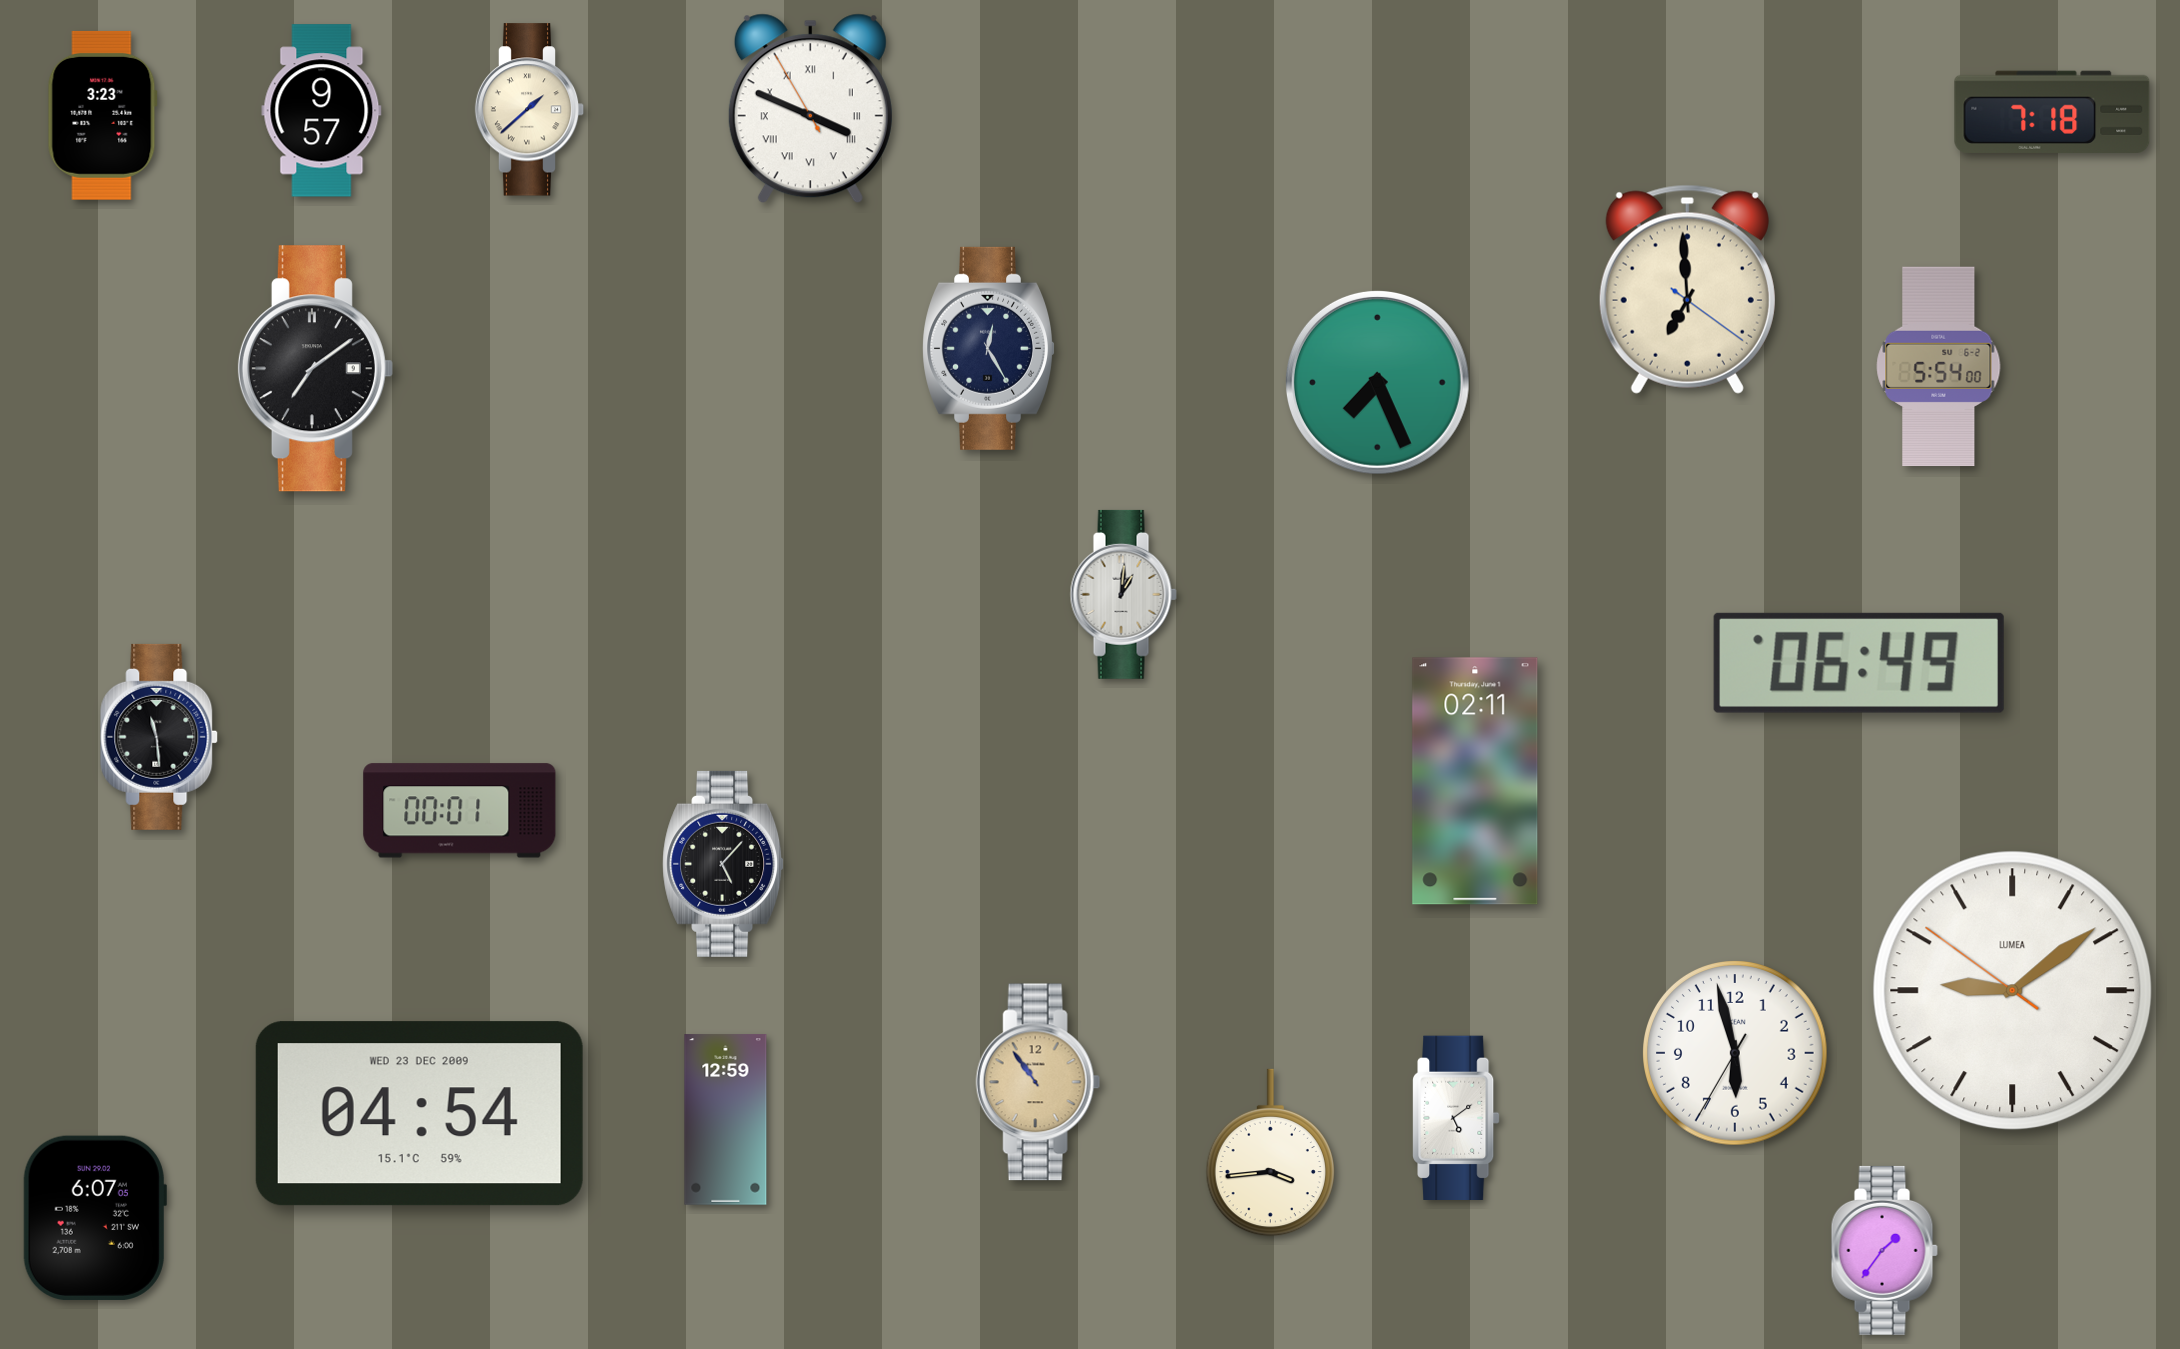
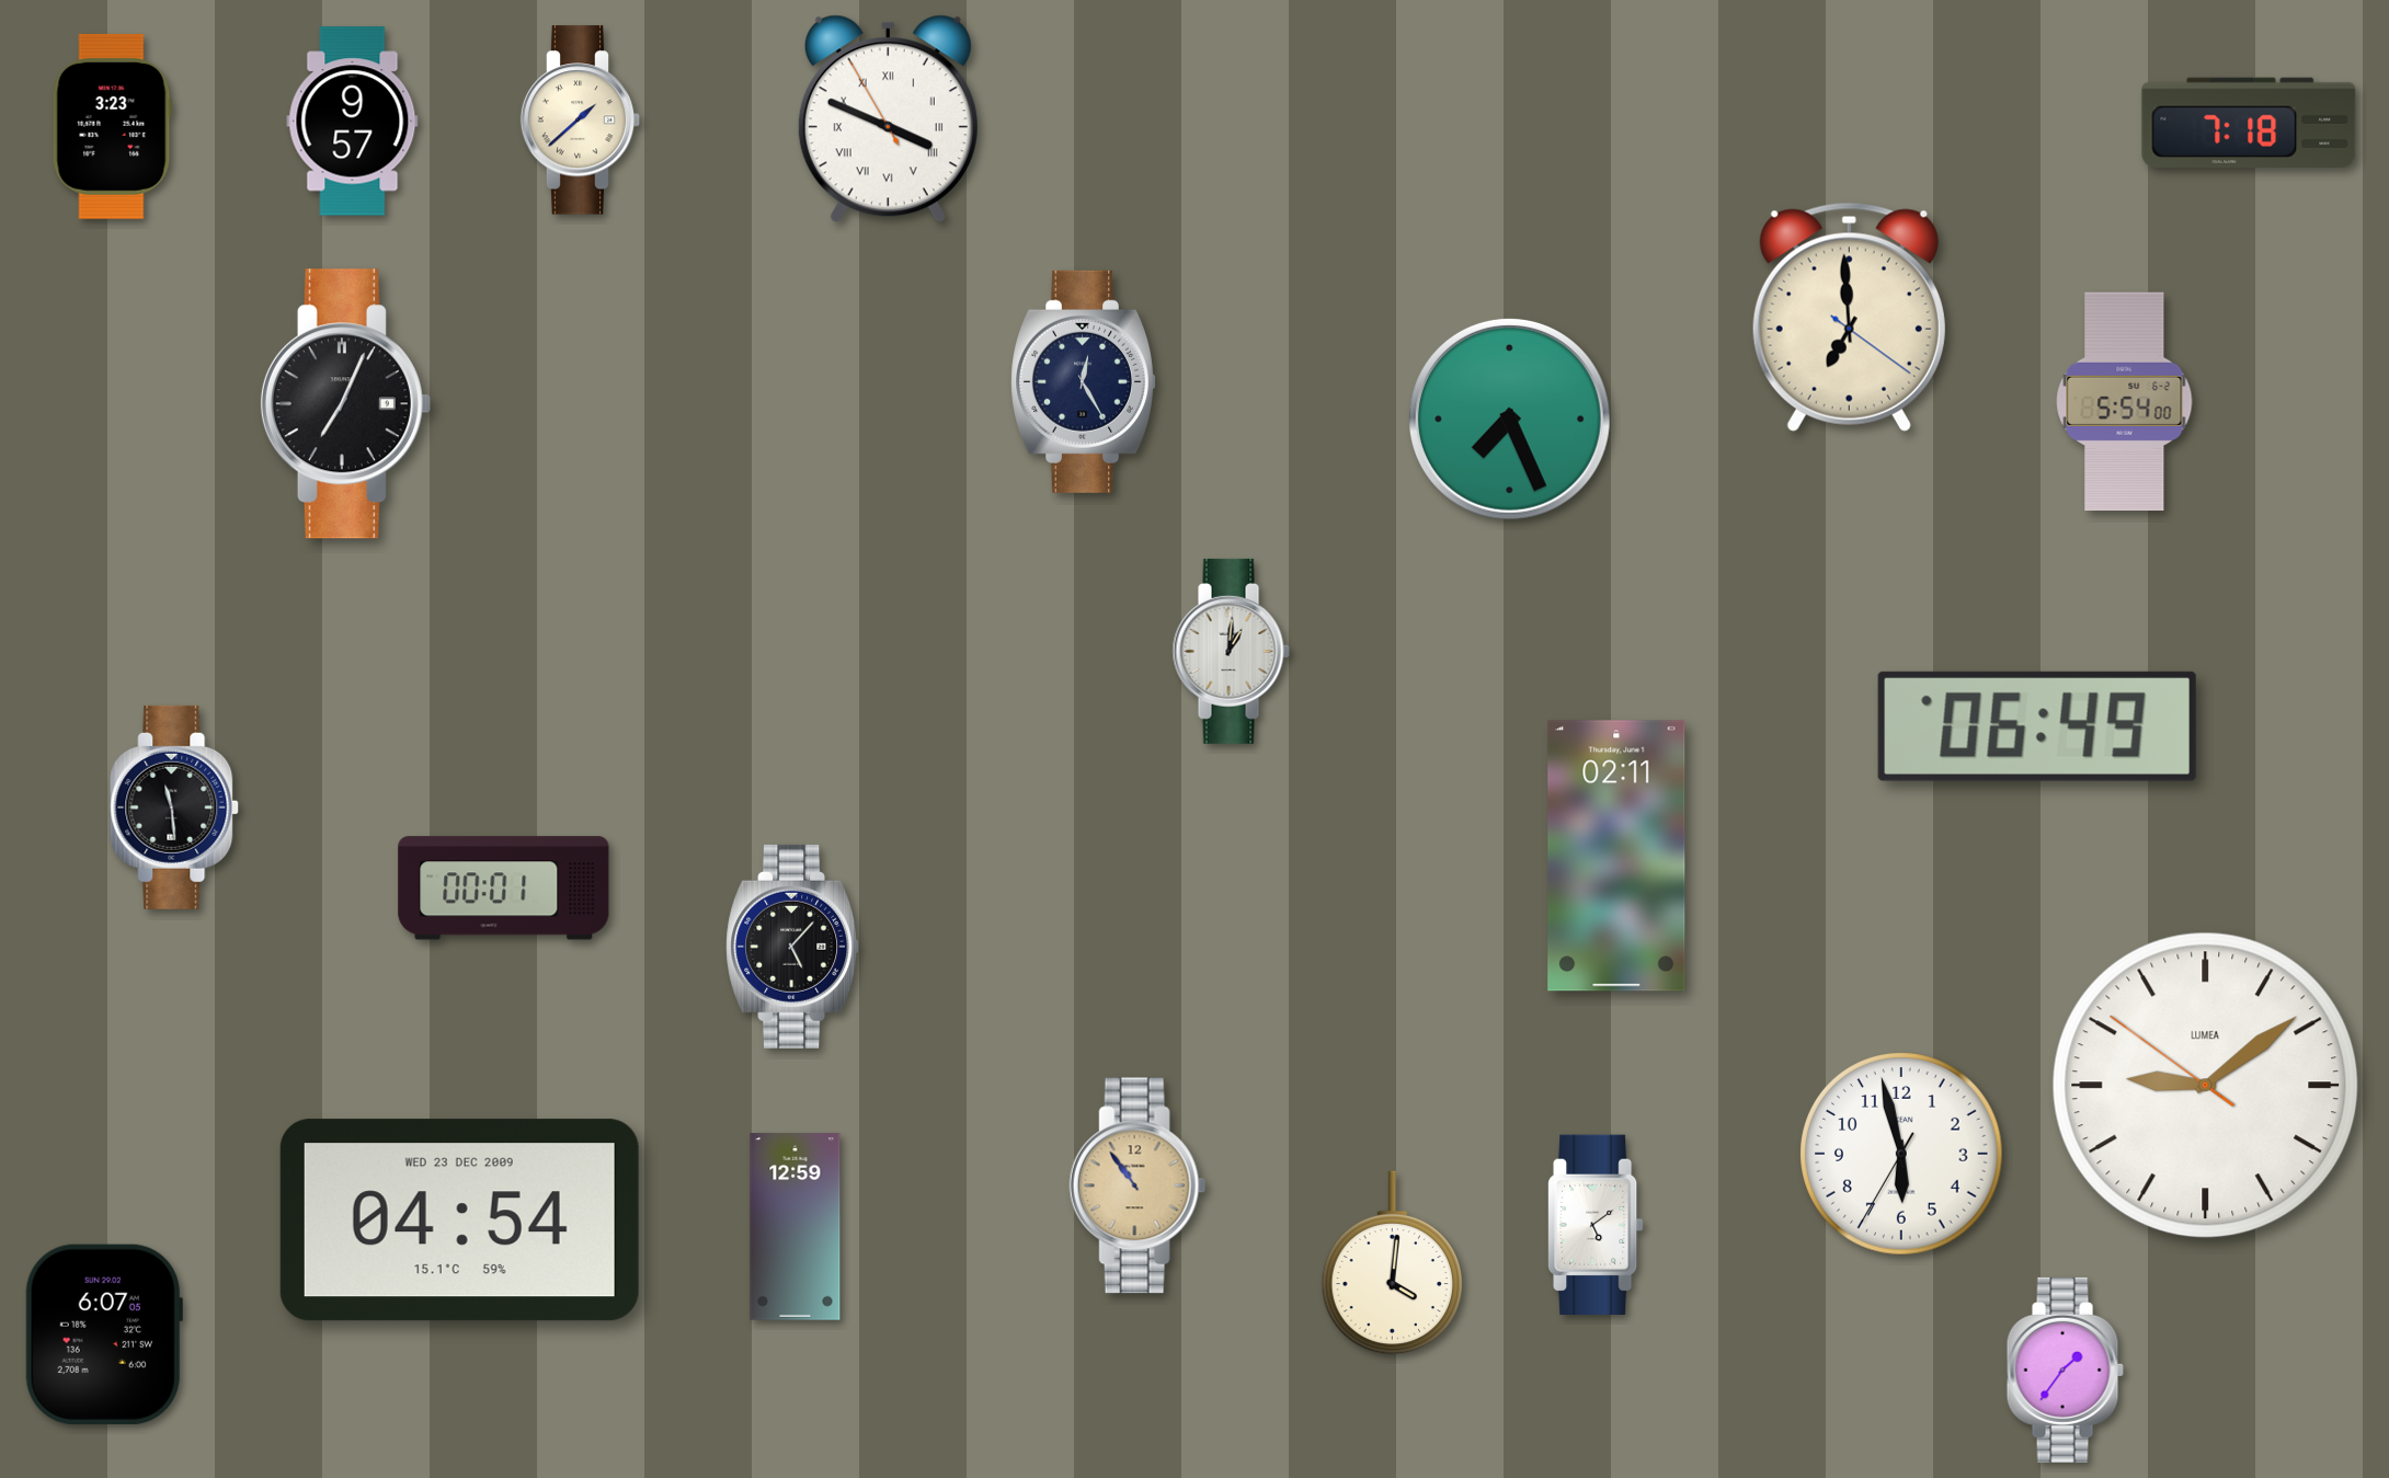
clock at (315, 369): 7:09 -> 7:04
clock at (1270, 1153): 3:44 -> 4:01
